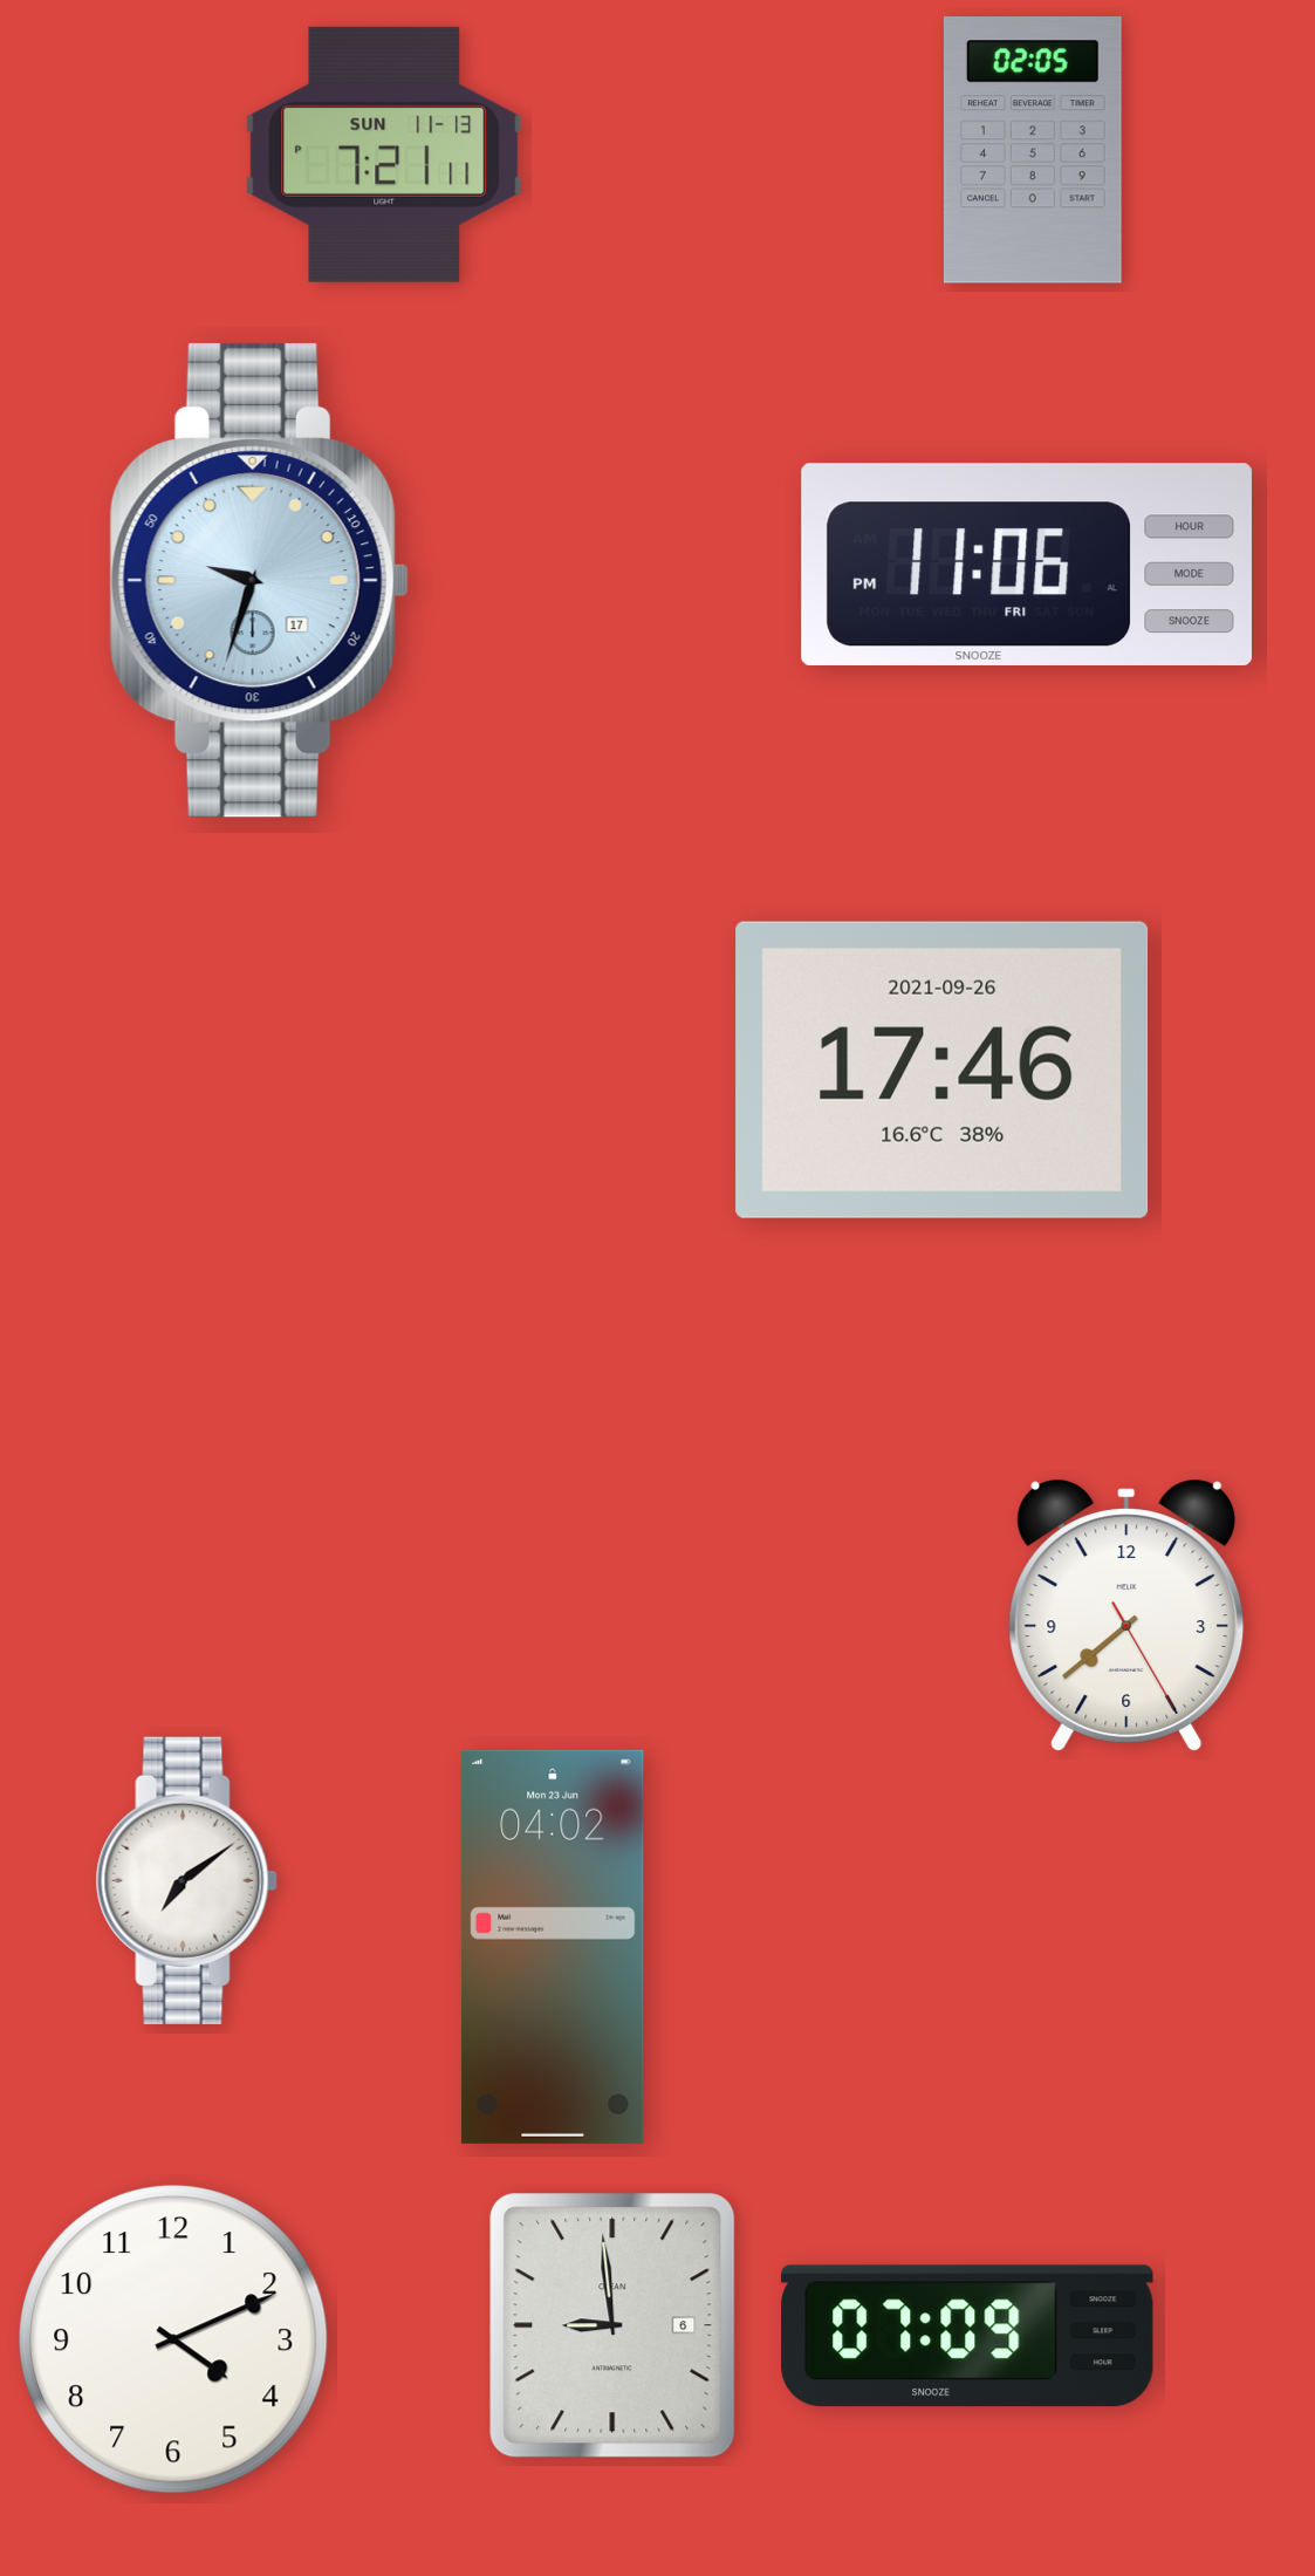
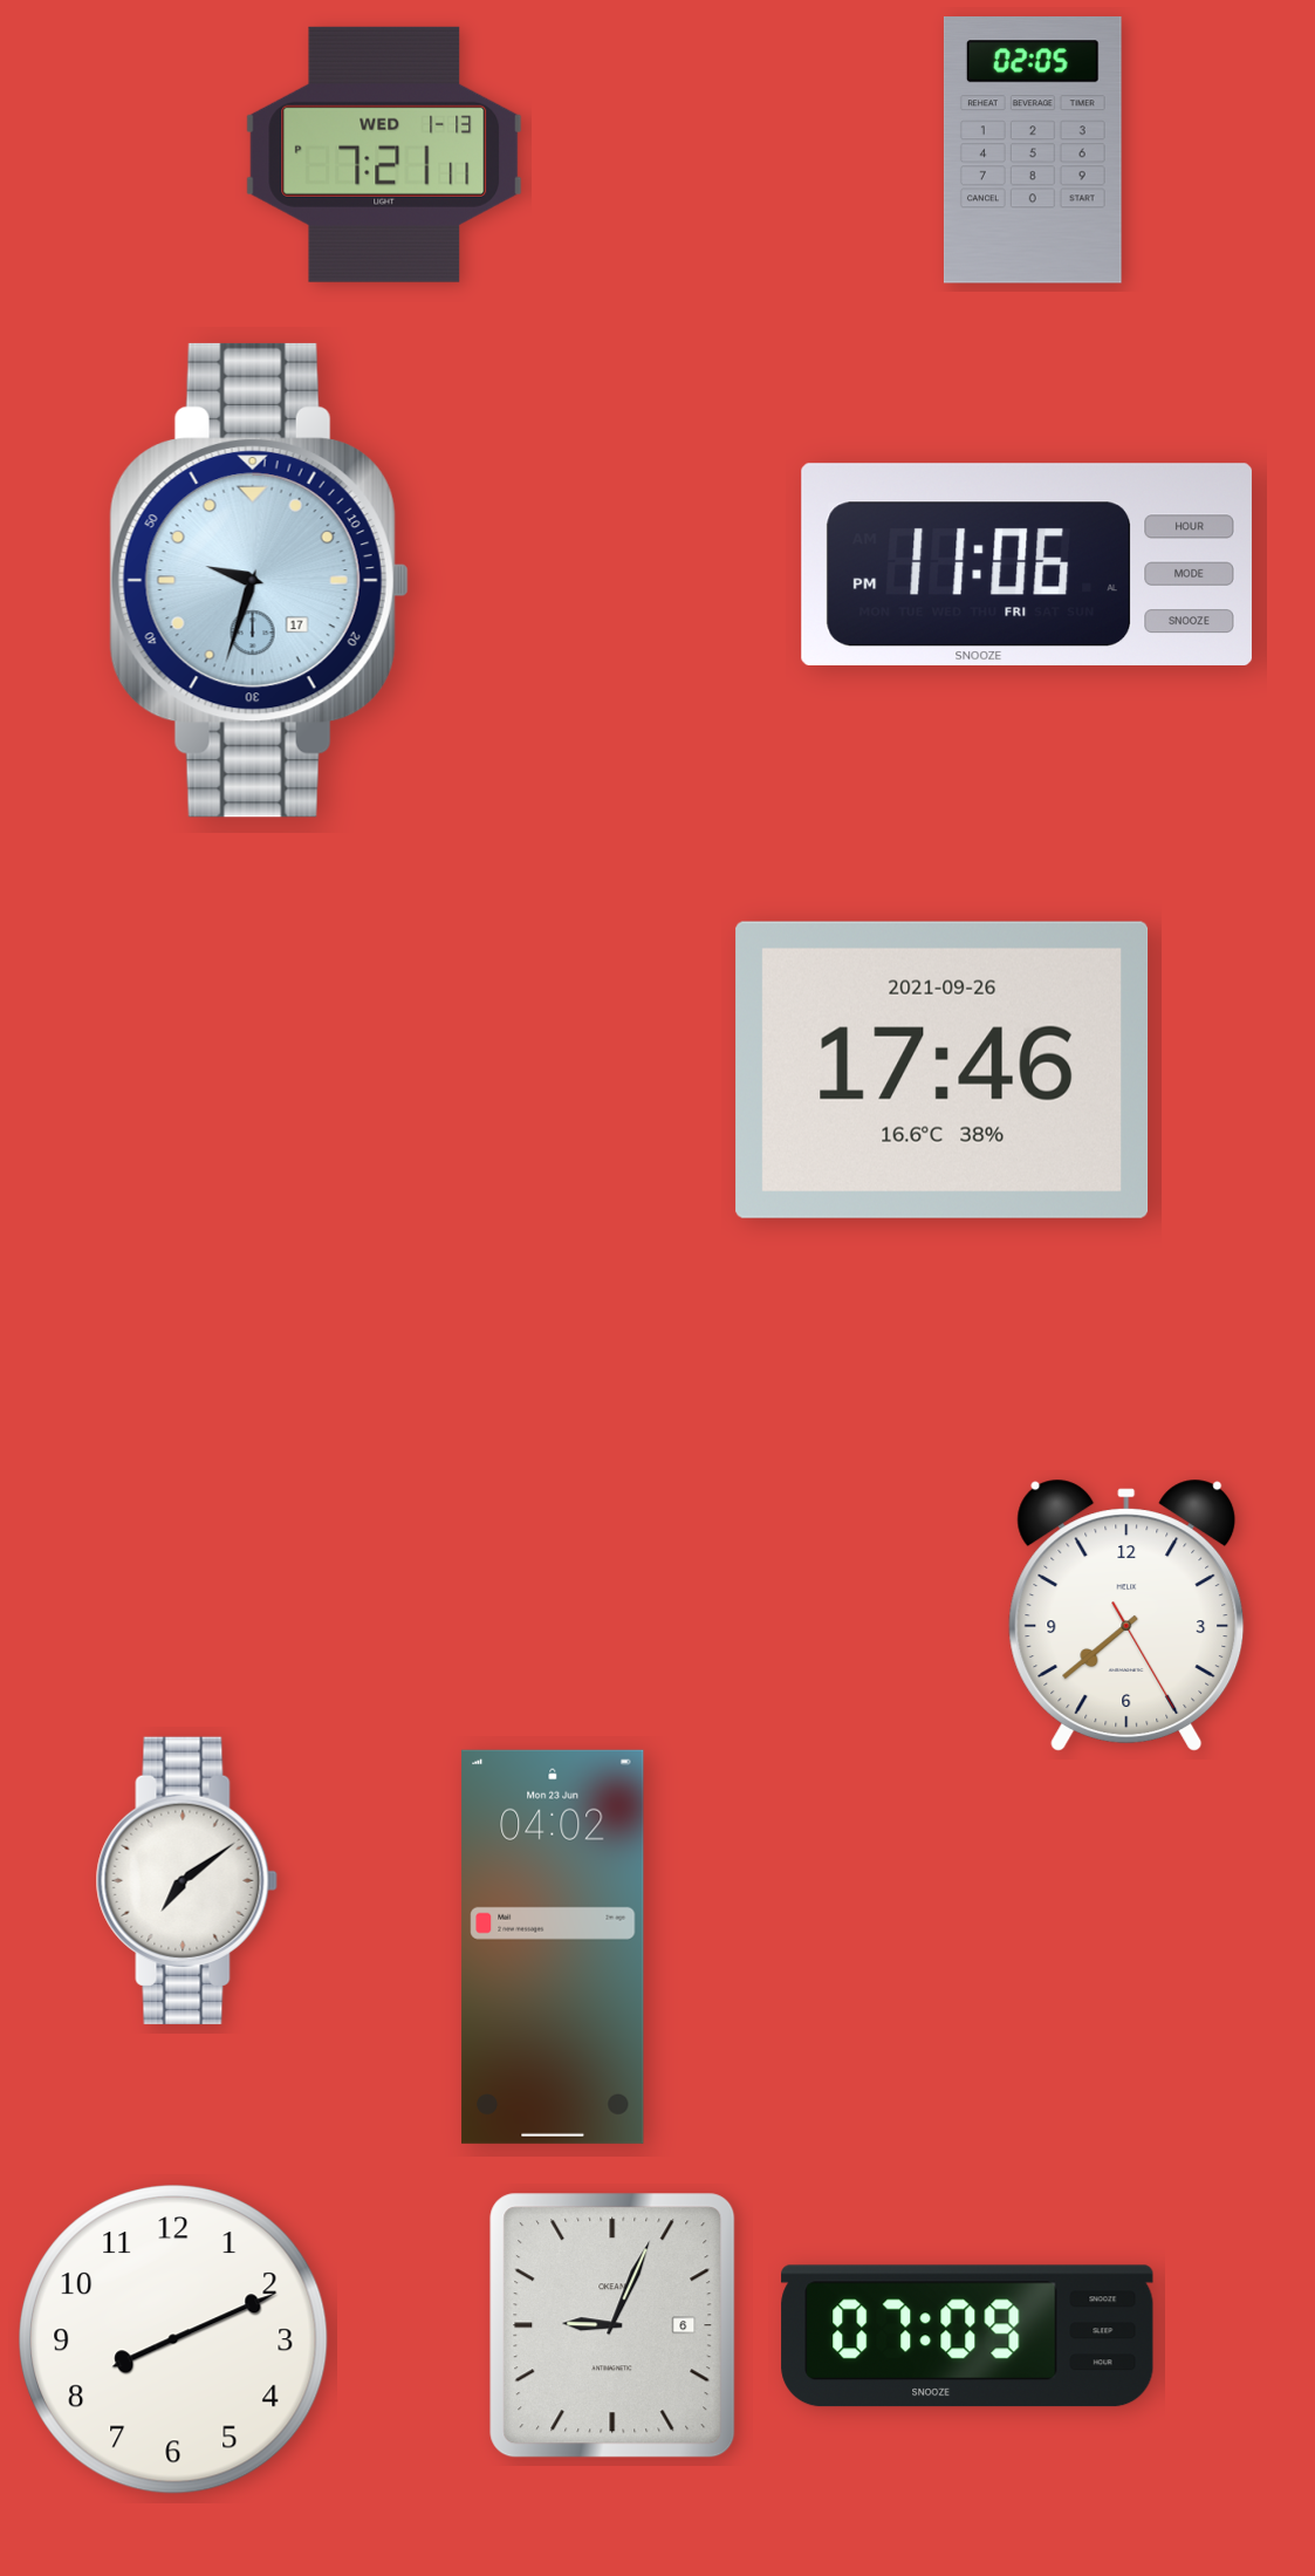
clock at (384, 155) date: SUN 11-13 -> WED 1-13
clock at (612, 2325): 8:59 -> 9:04
clock at (173, 2339): 4:11 -> 8:11
